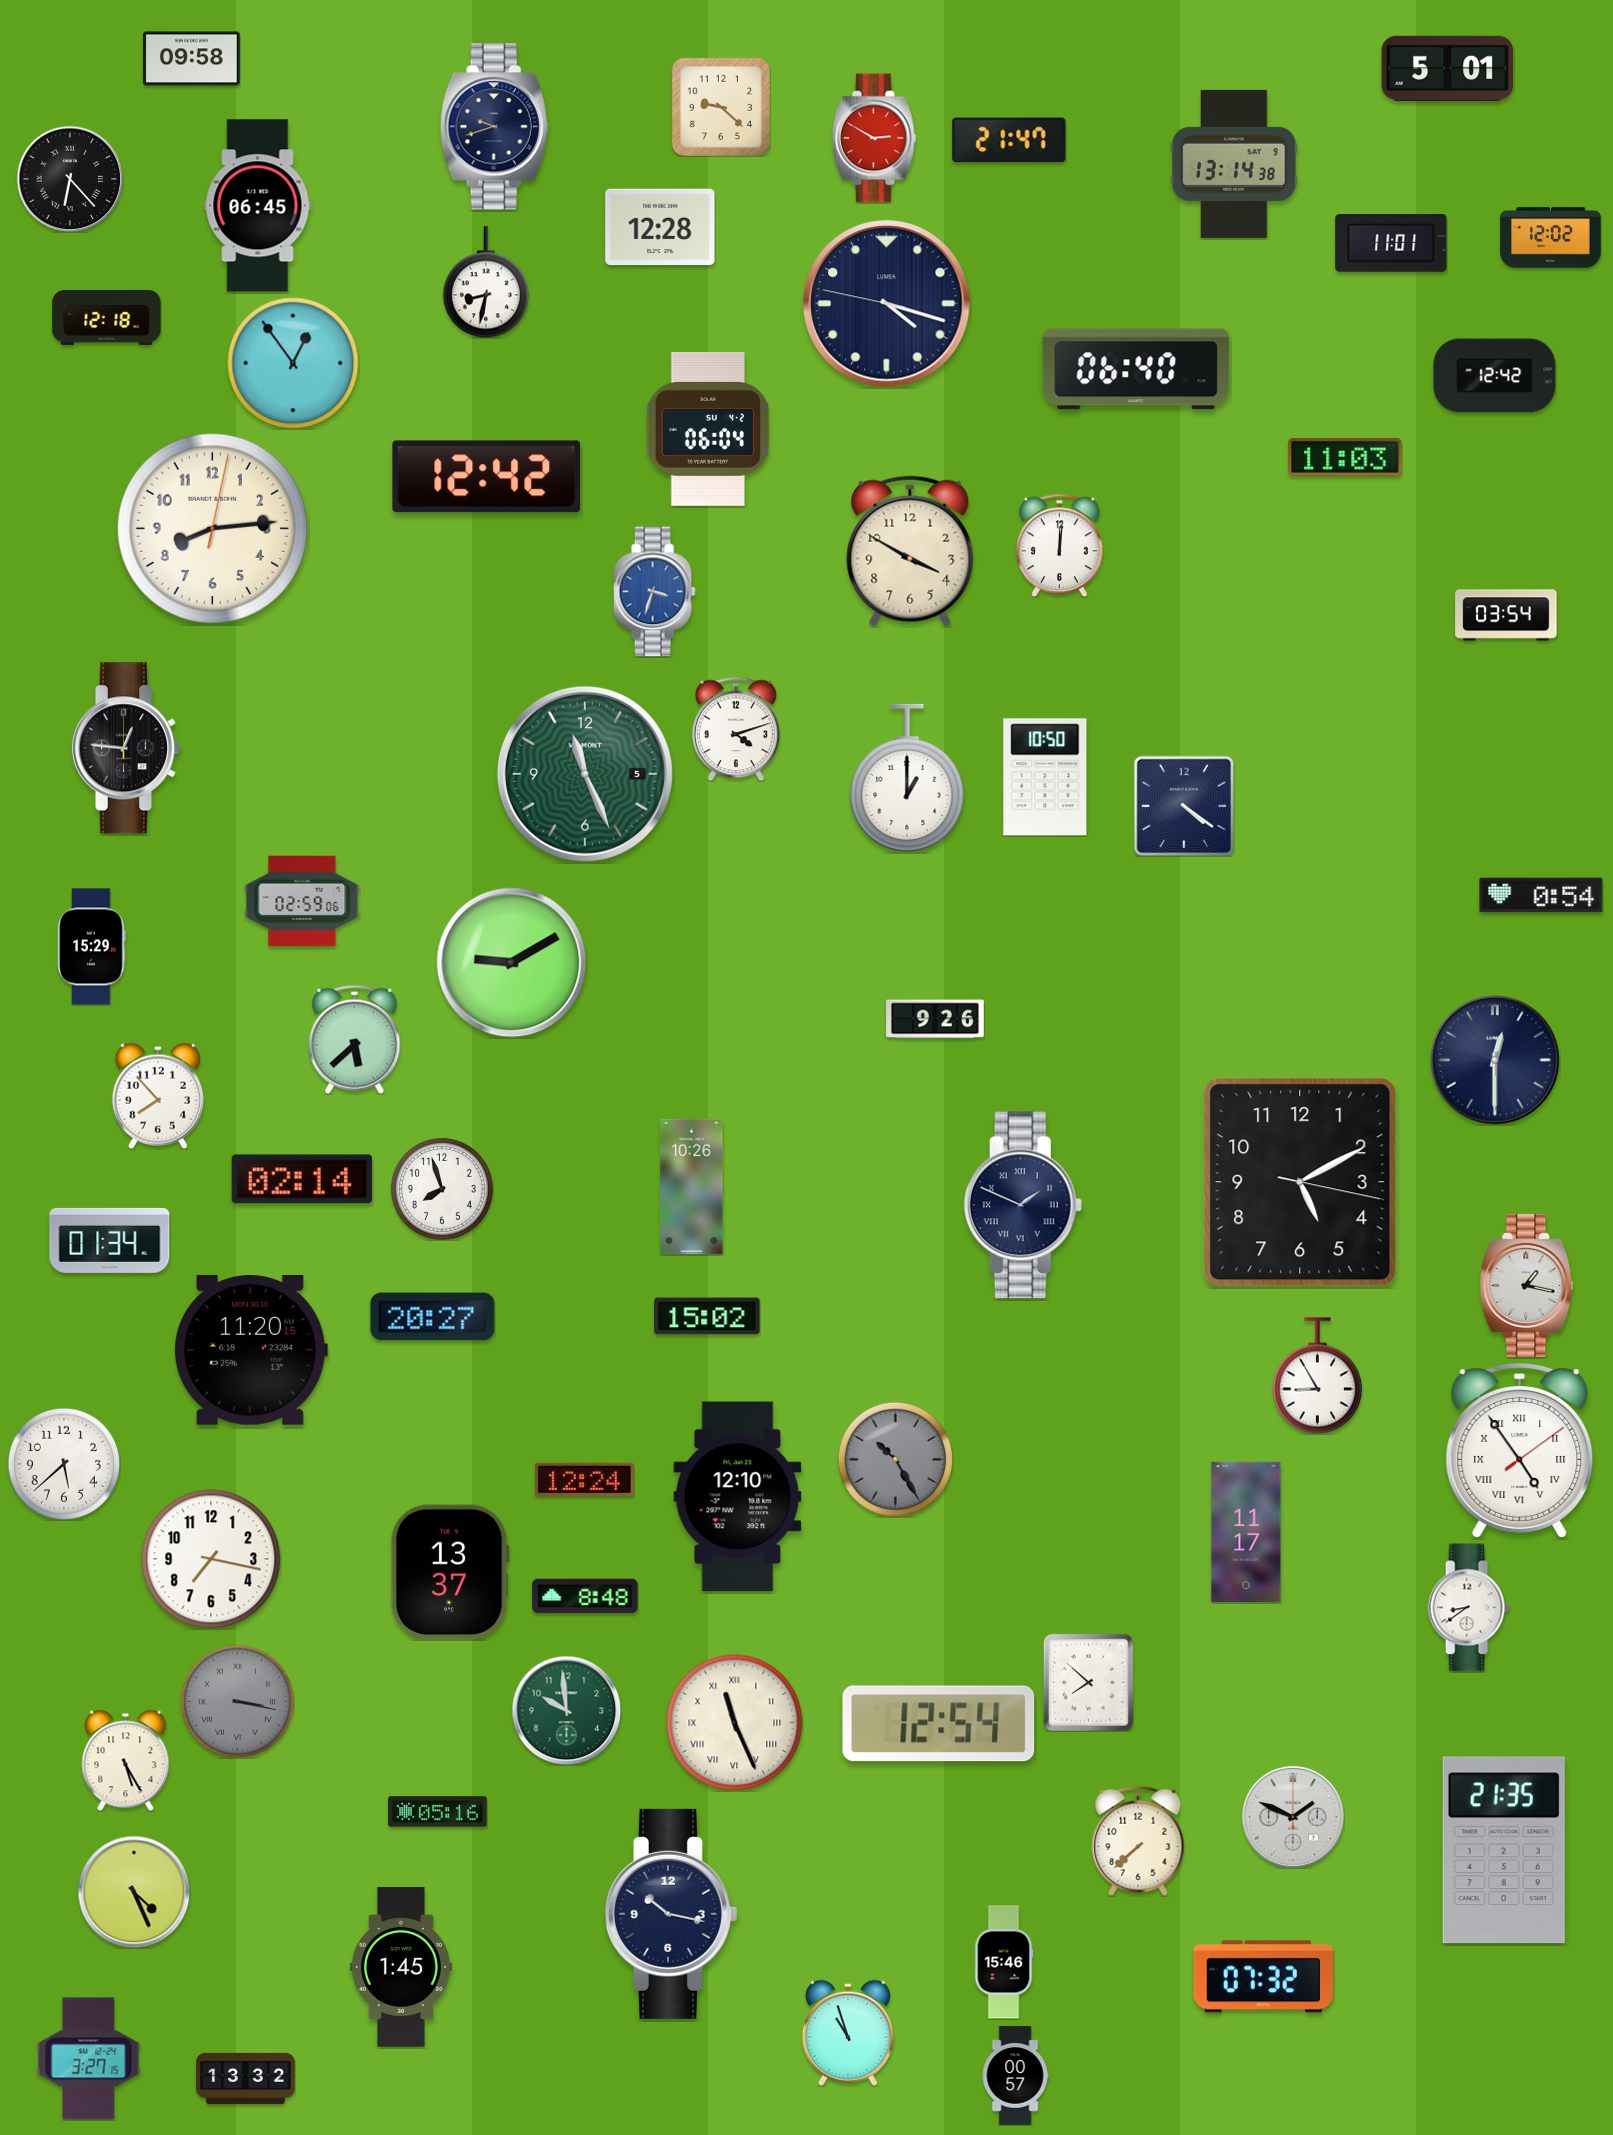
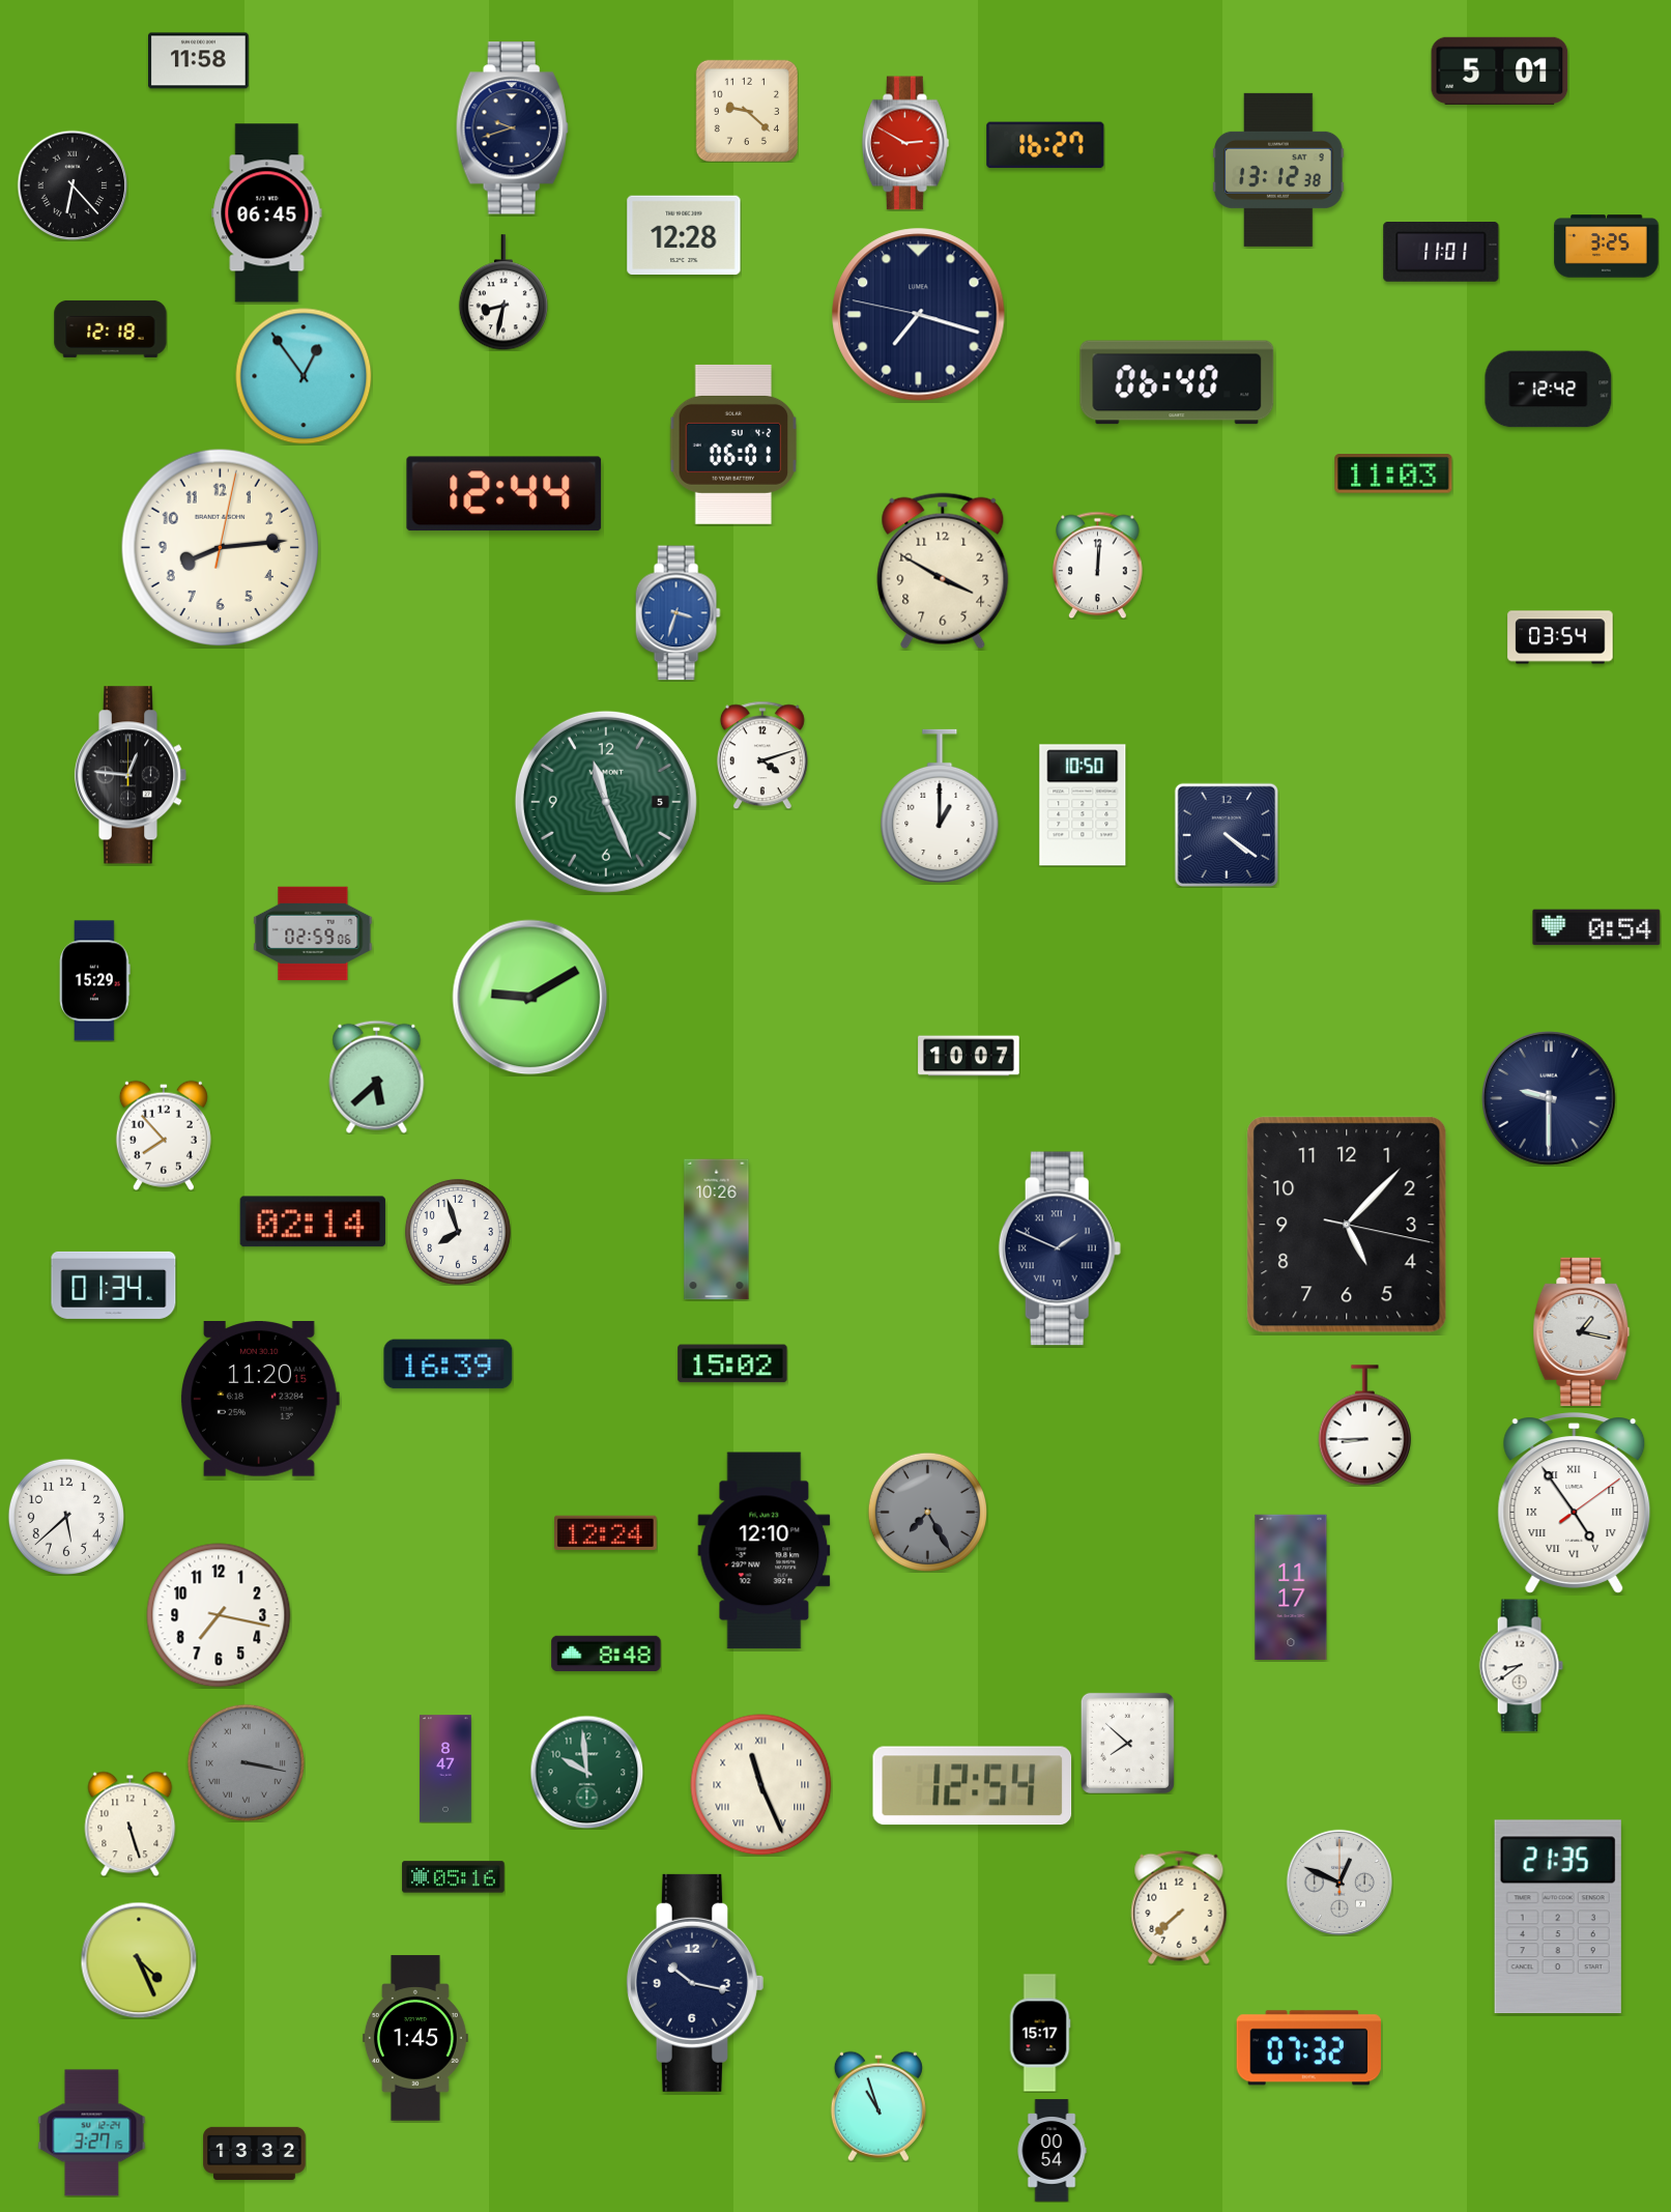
clock at (192, 59): 09:58 -> 11:58
clock at (494, 127) position: (494, 127) -> (512, 128)
clock at (1009, 140): 21:47 -> 16:27
clock at (1234, 164): 13:14 -> 13:12
clock at (1551, 238): 12:02 -> 3:25
clock at (887, 304): 4:17 -> 7:17
clock at (708, 429): 06:04 -> 06:01
clock at (487, 477): 12:42 -> 12:44
clock at (935, 1019): 9:26 -> 10:07
clock at (355, 1039) position: (355, 1039) -> (377, 1076)
clock at (1495, 1060): 12:30 -> 9:30
clock at (1300, 1182): 5:10 -> 5:07
clock at (433, 1317): 20:27 -> 16:39
clock at (1317, 1376): 8:55 -> 8:45
clock at (895, 1459): 10:25 -> 7:25
clock at (450, 1572): 13:37 -> none
clock at (445, 1769): none -> 8:47
clock at (126, 1760): 5:25 -> 5:27
clock at (1293, 1817): 1:49 -> 12:49
clock at (1004, 1962): 15:46 -> 15:17
clock at (1015, 2076): 00:57 -> 00:54
